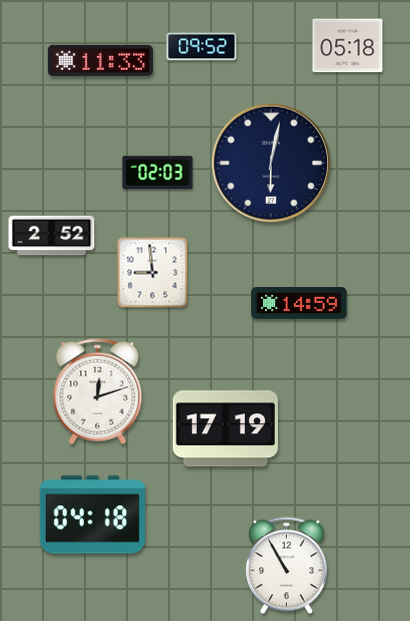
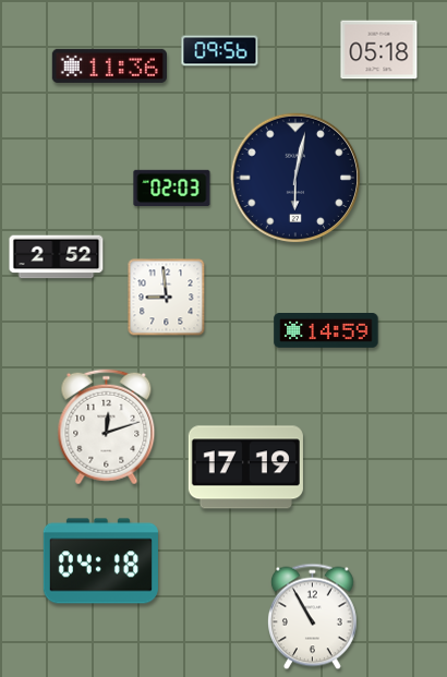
clock at (202, 47): 09:52 -> 09:56
clock at (100, 60): 11:33 -> 11:36
